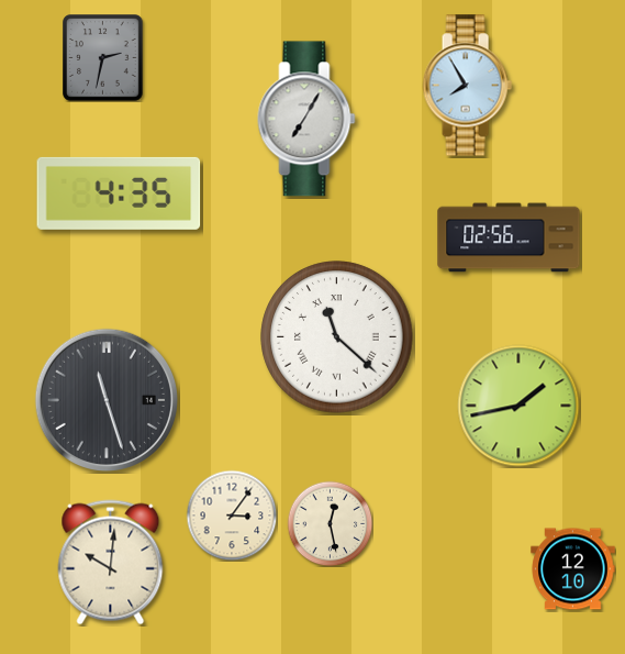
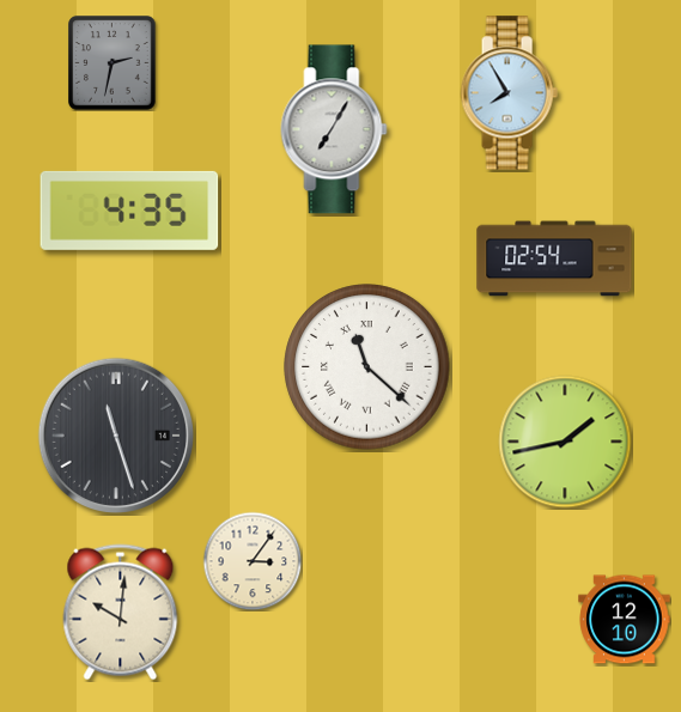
clock at (509, 237): 02:56 -> 02:54
clock at (330, 523): 12:28 -> none
